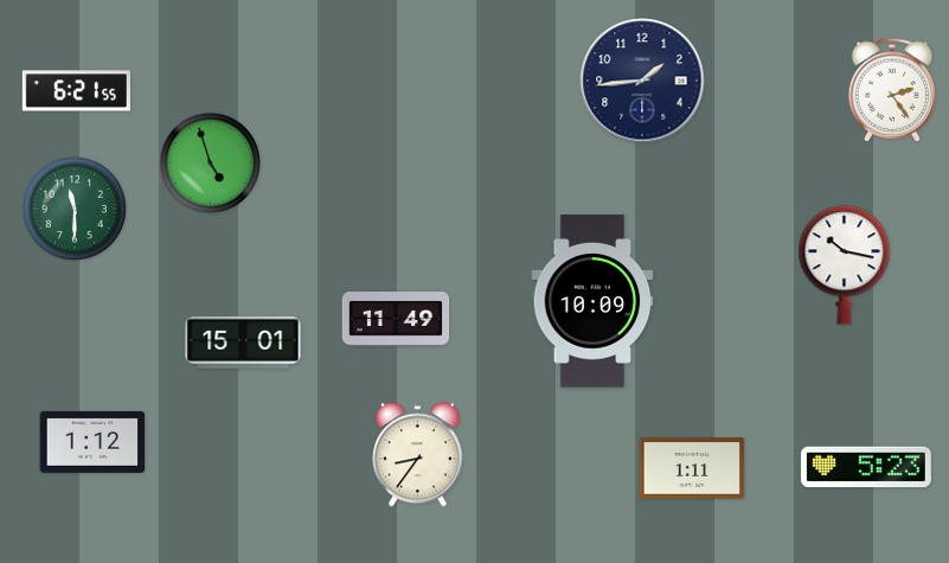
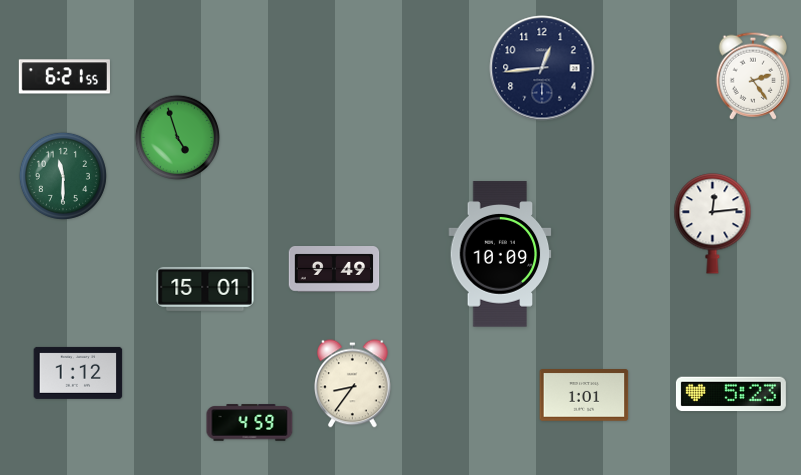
clock at (642, 81): 1:44 -> 12:44
clock at (845, 265): 10:17 -> 12:14
clock at (396, 320): 11:49 -> 9:49
clock at (692, 468): 1:11 -> 1:01
clock at (250, 423): none -> 4:59
